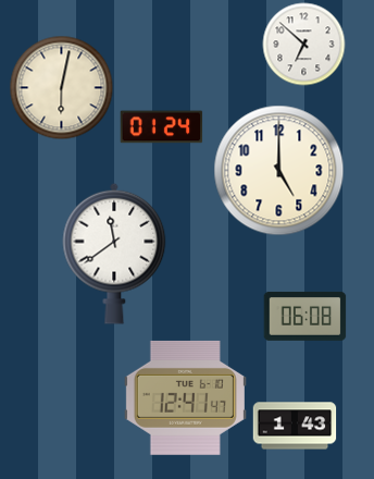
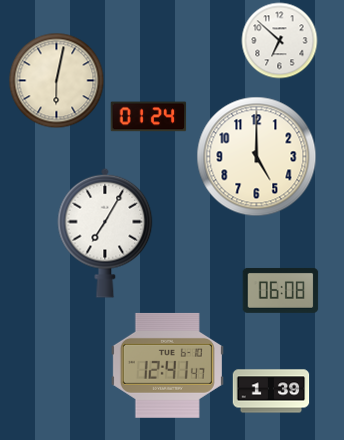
clock at (114, 254): 11:39 -> 7:05
clock at (185, 397) position: (185, 397) -> (167, 365)
clock at (295, 426): 1:43 -> 1:39
